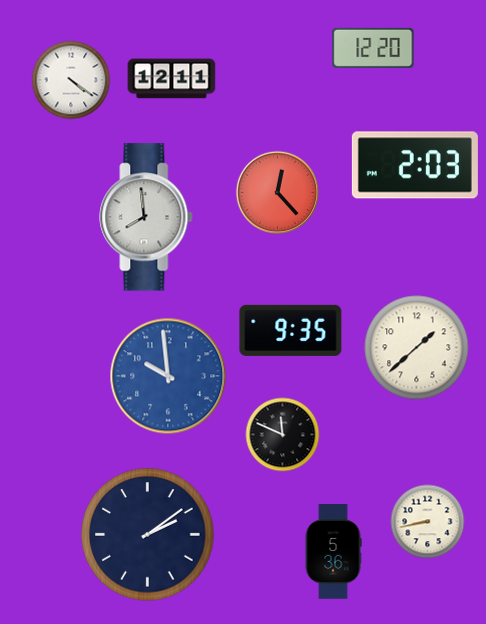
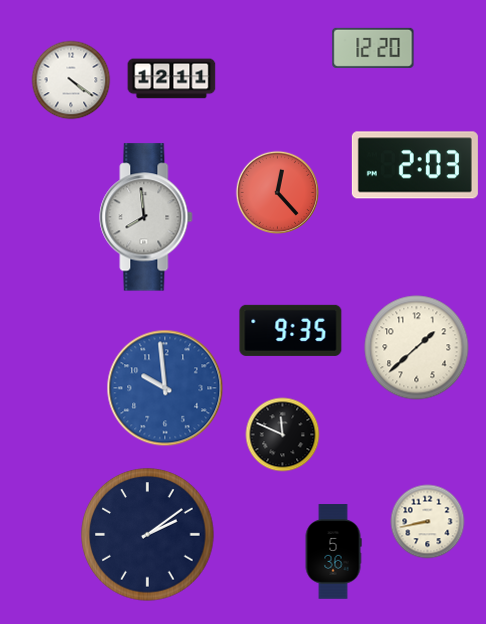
clock at (168, 376) position: (168, 376) -> (165, 388)
